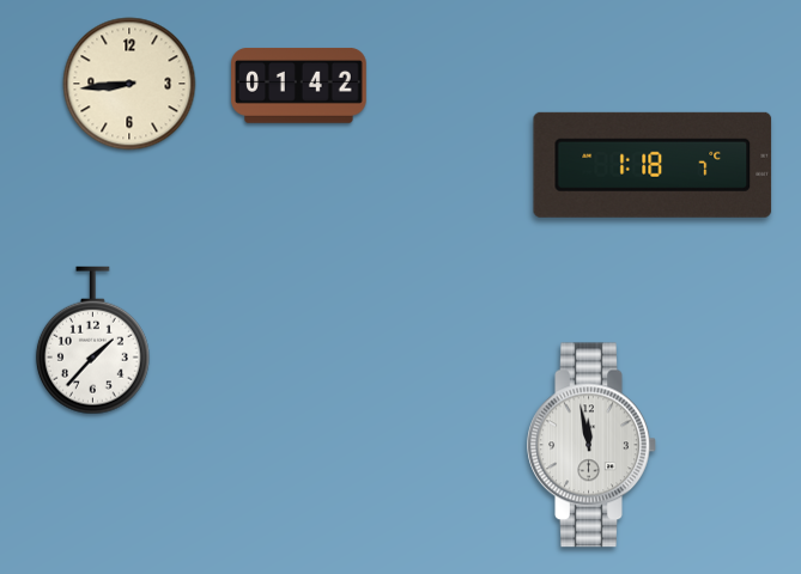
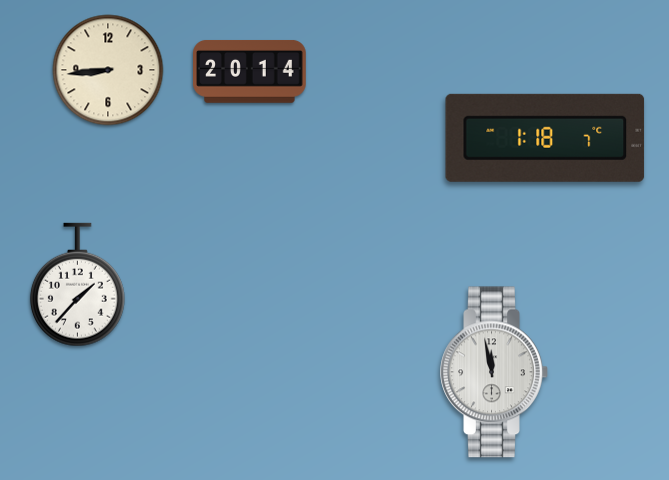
clock at (299, 85): 01:42 -> 20:14
